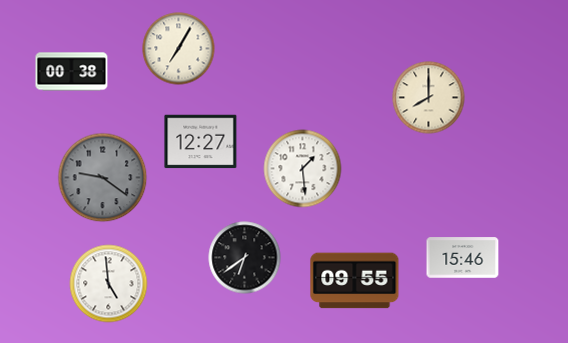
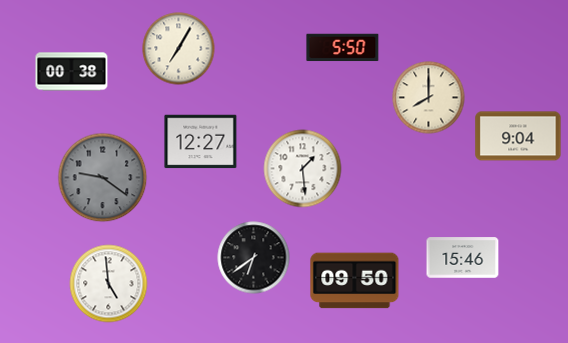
clock at (343, 48): none -> 5:50
clock at (518, 136): none -> 9:04
clock at (245, 258) position: (245, 258) -> (254, 258)
clock at (355, 281): 09:55 -> 09:50
